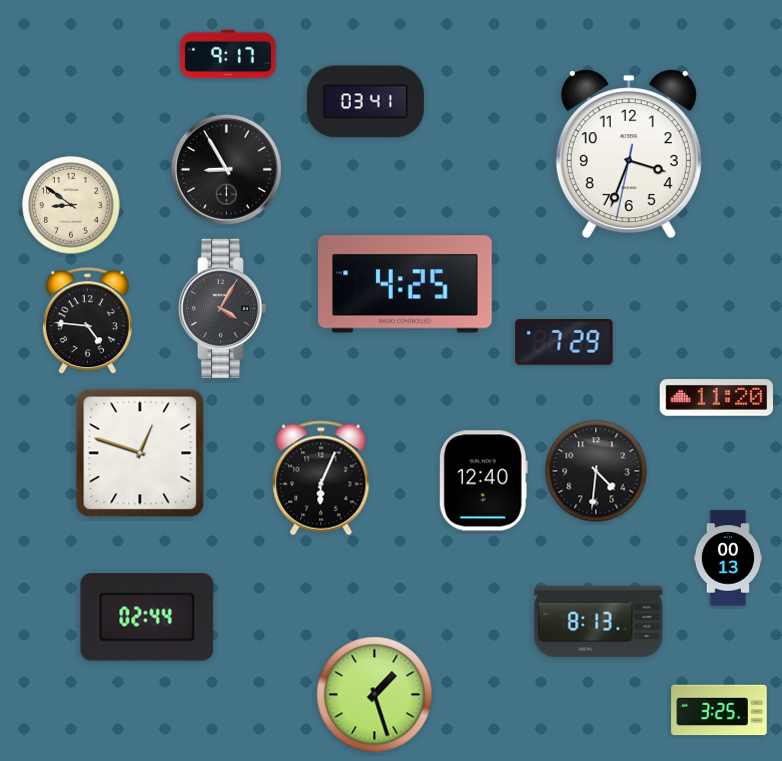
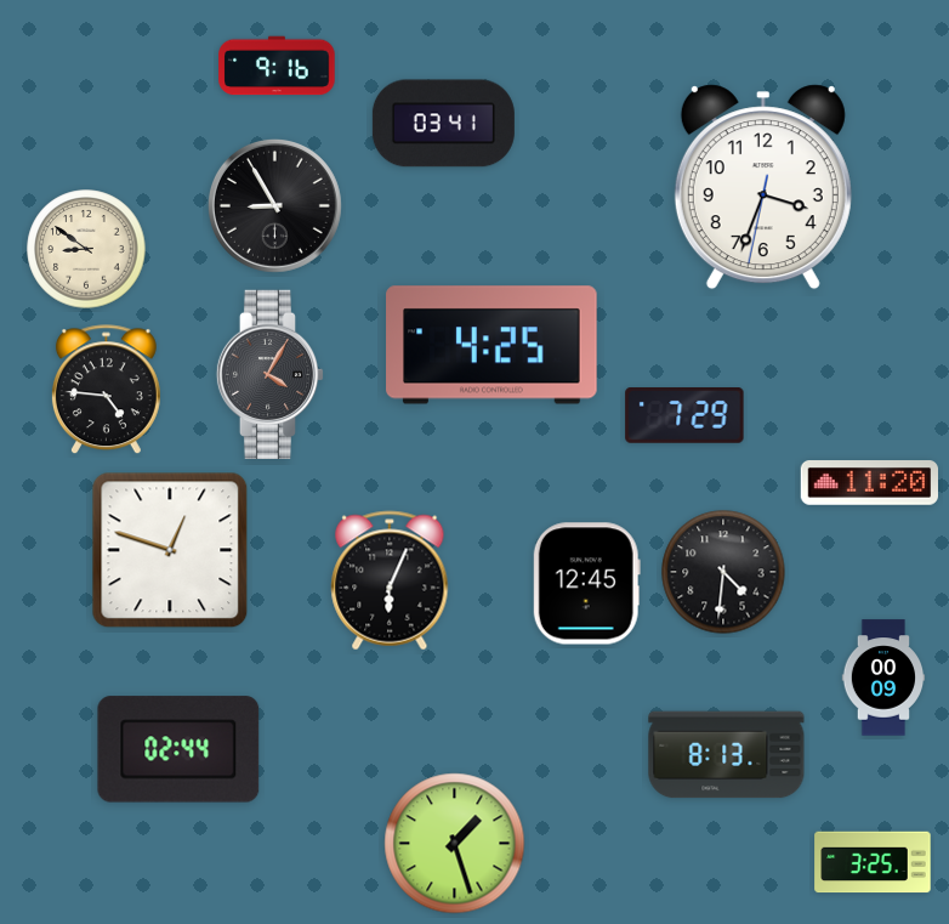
clock at (228, 54): 9:17 -> 9:16
clock at (483, 481): 12:40 -> 12:45
clock at (728, 558): 00:13 -> 00:09
